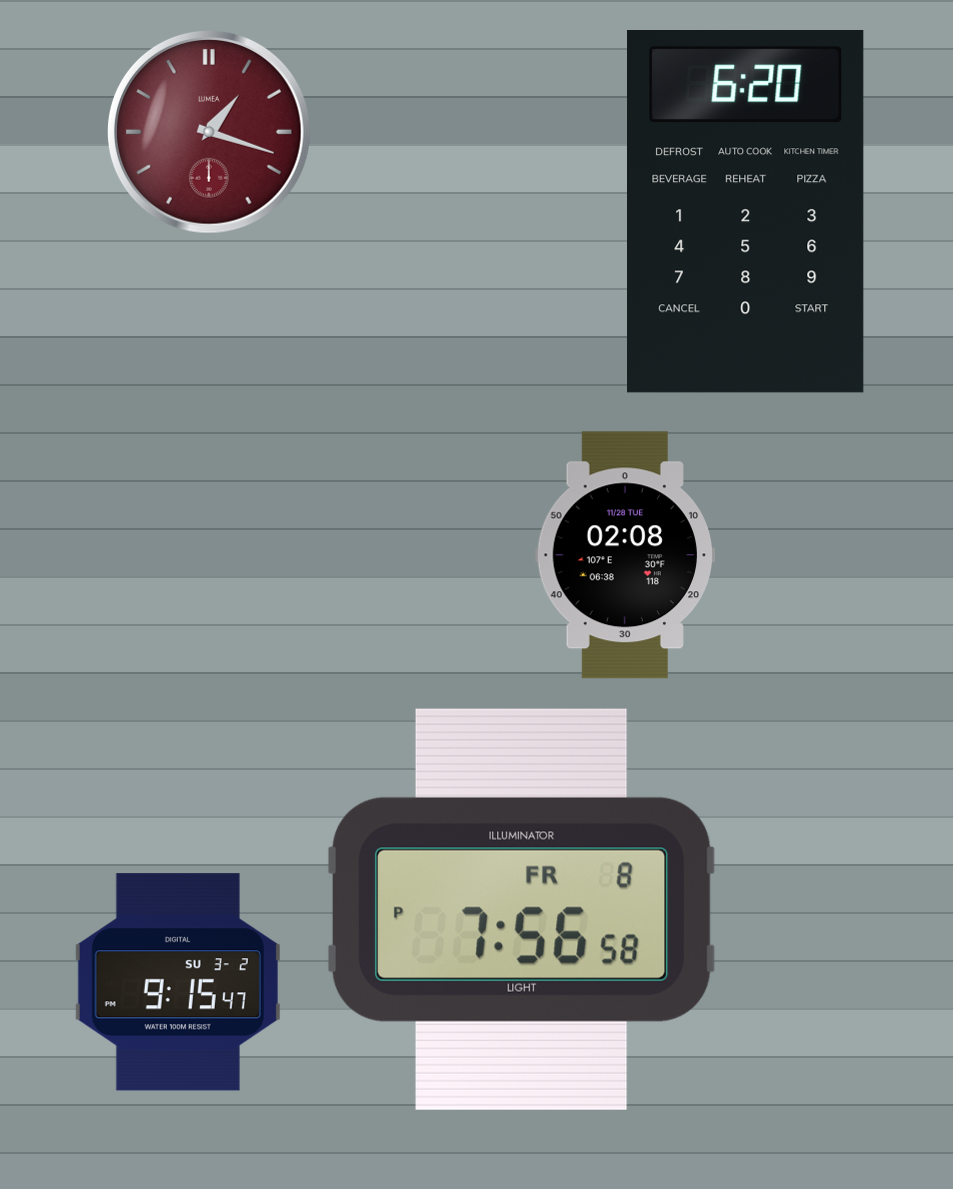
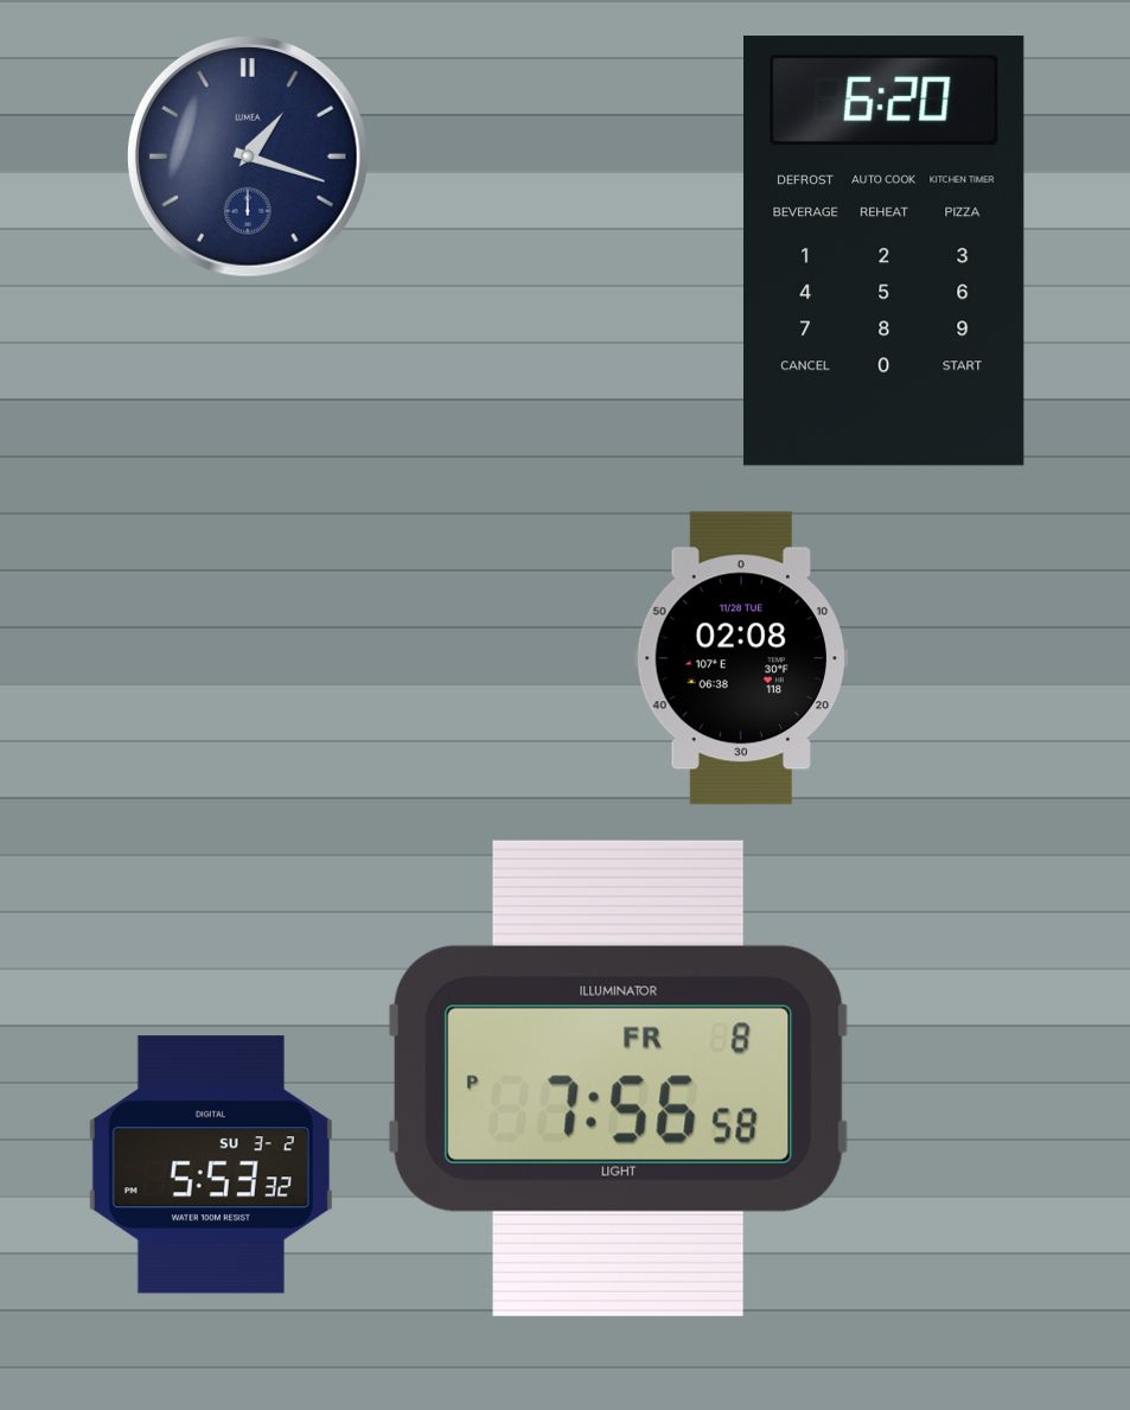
clock at (209, 132) dial: burgundy -> navy
clock at (178, 982): 9:15 -> 5:53
